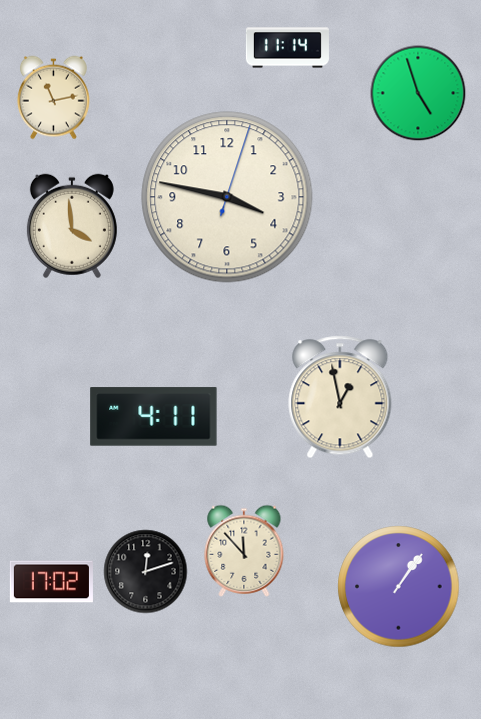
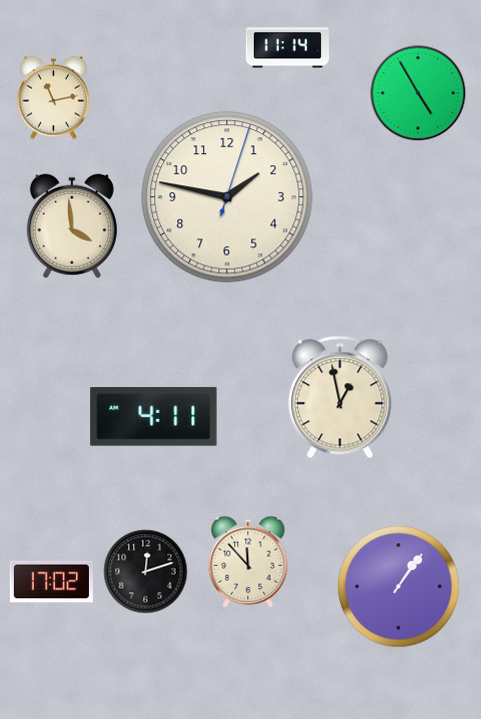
clock at (418, 93): 4:57 -> 4:55
clock at (227, 197): 3:47 -> 1:47
clock at (244, 551) position: (244, 551) -> (248, 562)
